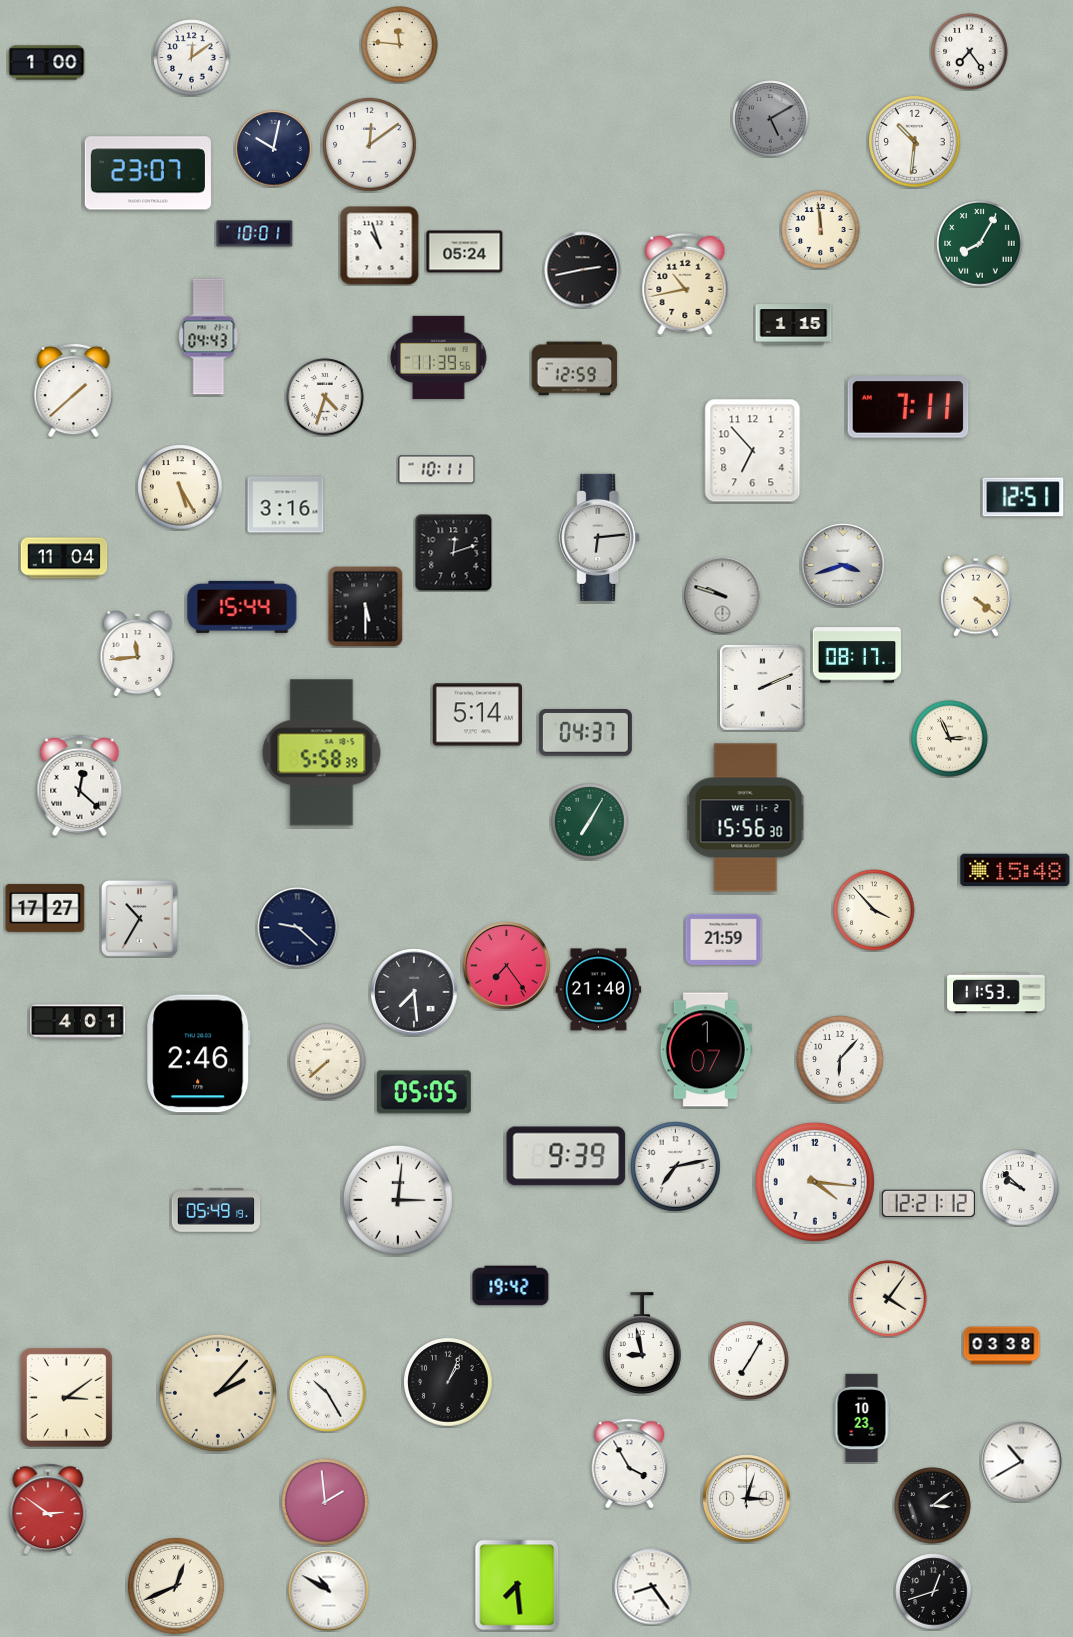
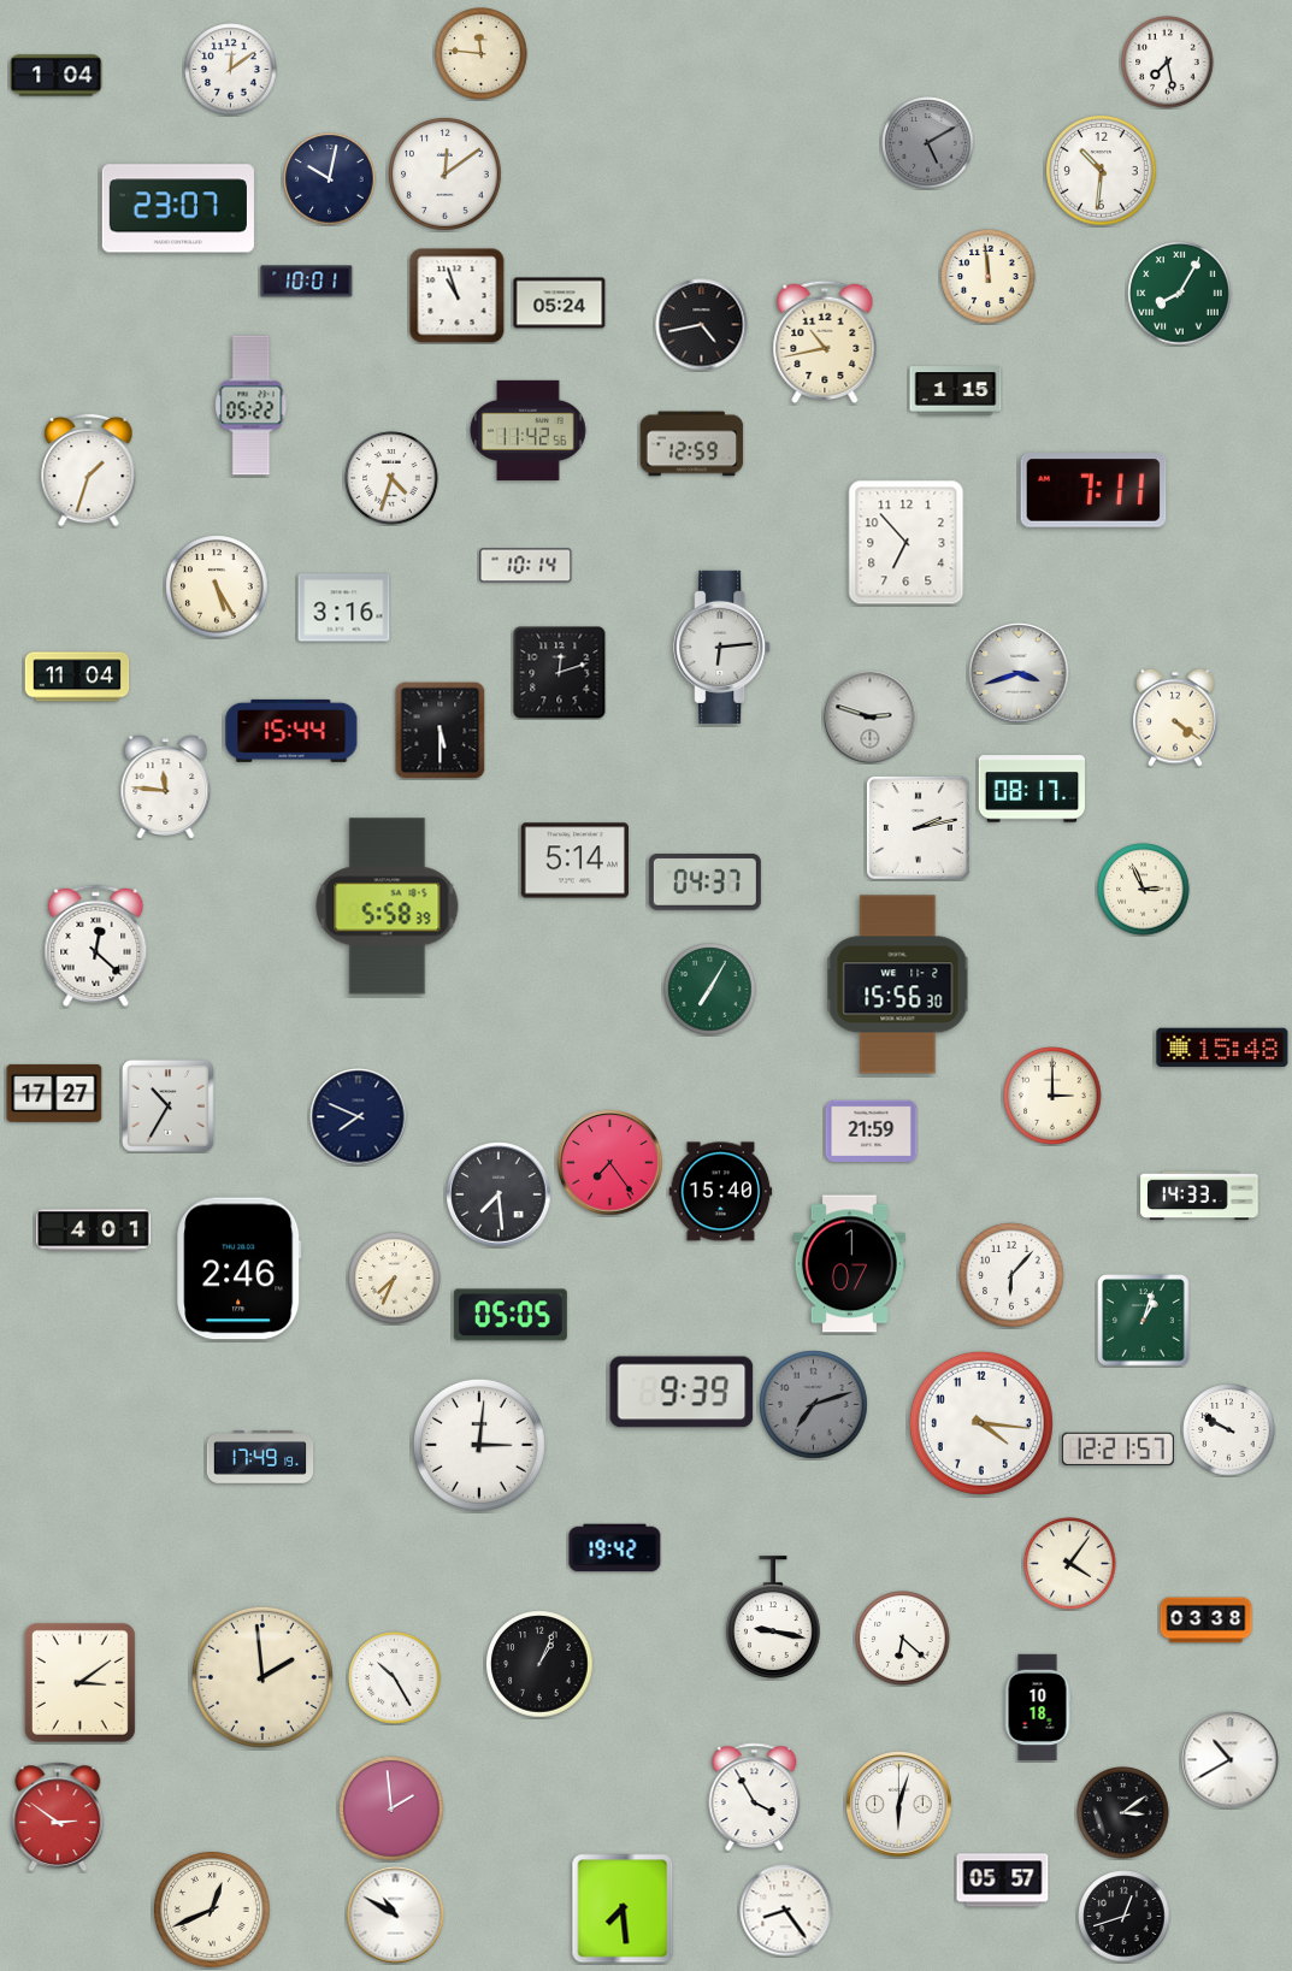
clock at (970, 52): 7:24 -> 7:28
clock at (47, 63): 1:00 -> 1:04
clock at (583, 270): 2:43 -> 4:43
clock at (209, 337): 04:43 -> 05:22
clock at (439, 357): 11:39 -> 11:42
clock at (74, 390): 1:38 -> 1:33
clock at (437, 470): 10:11 -> 10:14
clock at (1023, 497): 12:51 -> none
clock at (454, 553) position: (454, 553) -> (560, 673)
clock at (64, 558) position: (64, 558) -> (77, 677)
clock at (843, 565) position: (843, 565) -> (1019, 673)
clock at (723, 596): 9:48 -> 2:48
clock at (138, 654): 11:44 -> 11:46
clock at (762, 687): 2:11 -> 2:13
clock at (874, 910): 3:53 -> 3:00
clock at (298, 928): 9:22 -> 7:49
clock at (599, 990): 21:40 -> 15:40
clock at (996, 993): 11:53 -> 14:33
clock at (328, 1062): 7:38 -> 7:34
clock at (1144, 1321): none -> 1:03
clock at (676, 1167): 7:13 -> 7:12
clock at (676, 1167) dial: white -> grey
clock at (1021, 1188): 9:52 -> 9:50
clock at (928, 1204): 12:21:12 -> 12:21:57
clock at (216, 1210): 05:49 -> 17:49
clock at (642, 1343): 8:58 -> 9:17
clock at (750, 1361): 7:05 -> 6:22
clock at (218, 1393): 2:07 -> 1:59
clock at (862, 1418): 10:23 -> 10:18
clock at (630, 1463) position: (630, 1463) -> (755, 1796)
clock at (747, 1499): 3:03 -> 6:03
clock at (1003, 1881): none -> 05:57
